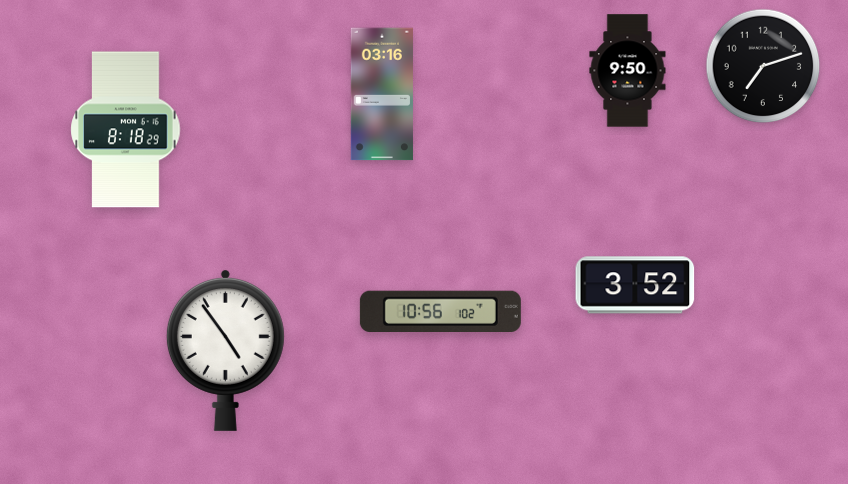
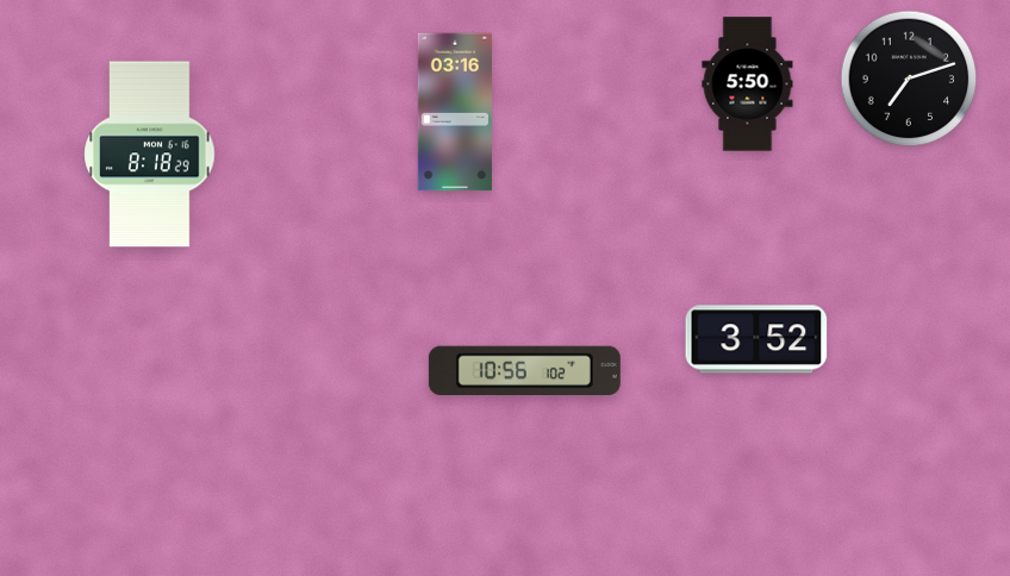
clock at (628, 71): 9:50 -> 5:50
clock at (225, 350): 4:54 -> none
